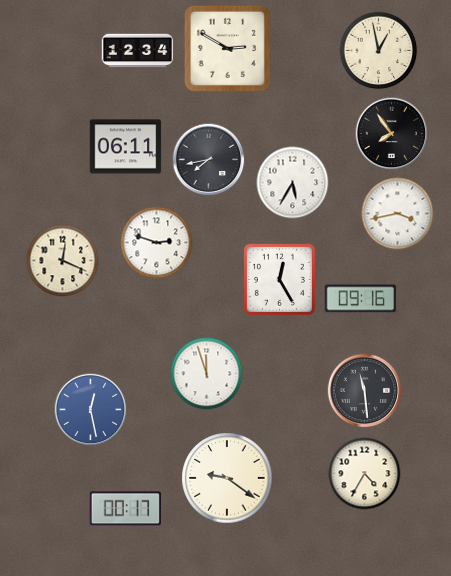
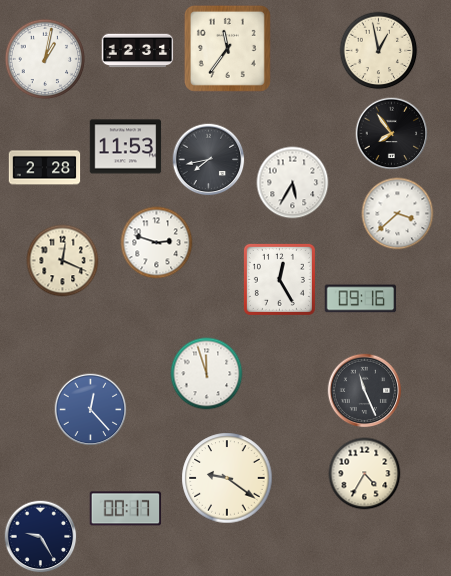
clock at (227, 48): 2:50 -> 11:36
clock at (138, 51): 12:34 -> 12:31
clock at (45, 59): none -> 1:02
clock at (126, 147): 06:11 -> 11:53
clock at (45, 168): none -> 2:28
clock at (398, 214): 3:43 -> 3:38
clock at (365, 391): 11:29 -> 11:26
clock at (91, 410): 12:28 -> 12:23
clock at (41, 537): none -> 9:25
